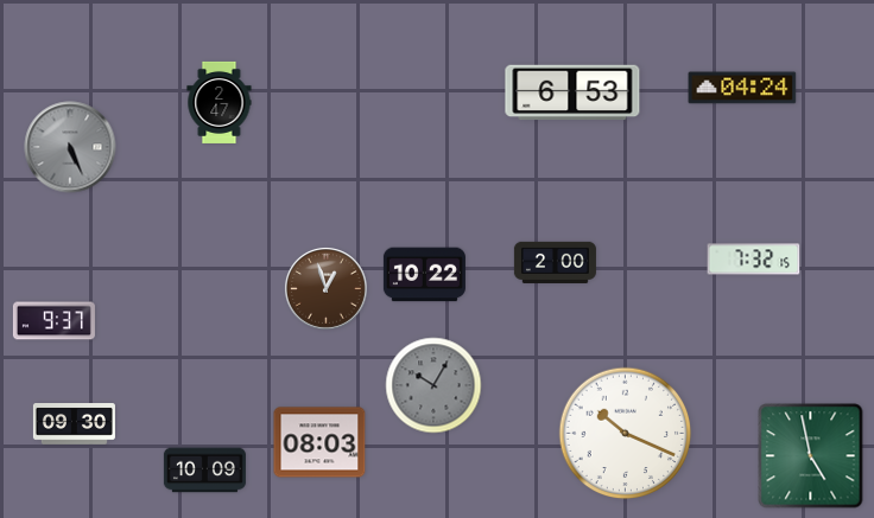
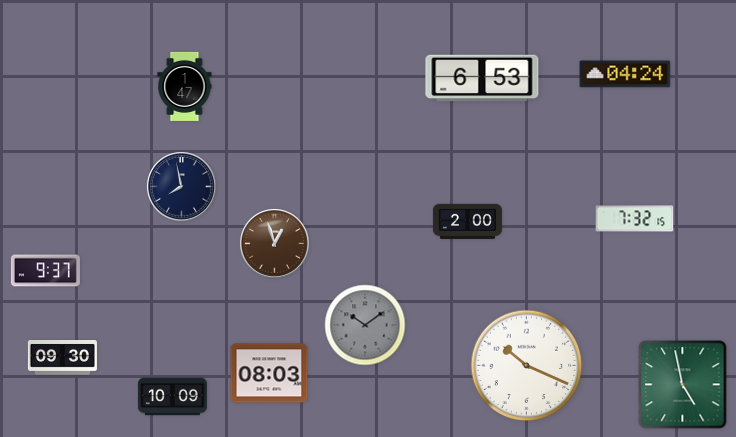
clock at (220, 102): 2:47 -> 1:47
clock at (70, 147): 5:26 -> none
clock at (182, 187): none -> 7:58
clock at (424, 275): 10:22 -> none
clock at (433, 385): 10:05 -> 10:09
